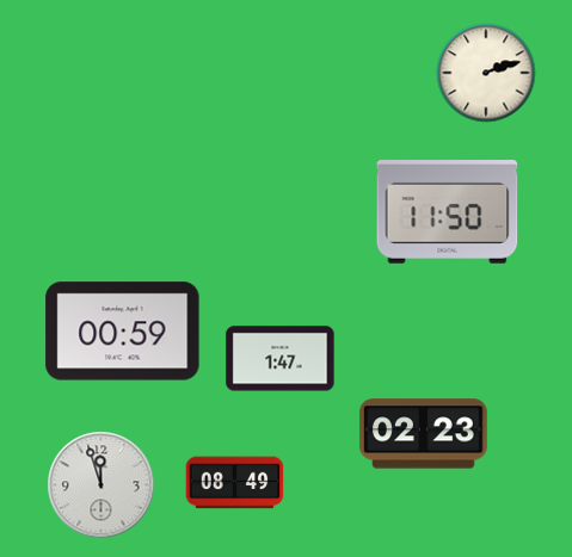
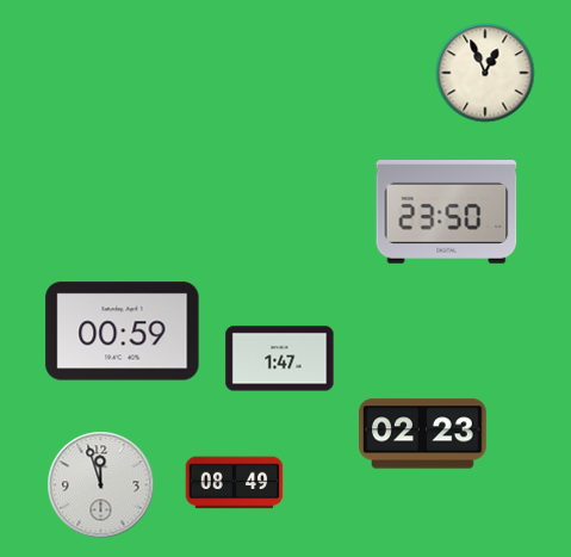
clock at (486, 73): 2:12 -> 12:56
clock at (448, 212): 11:50 -> 23:50
